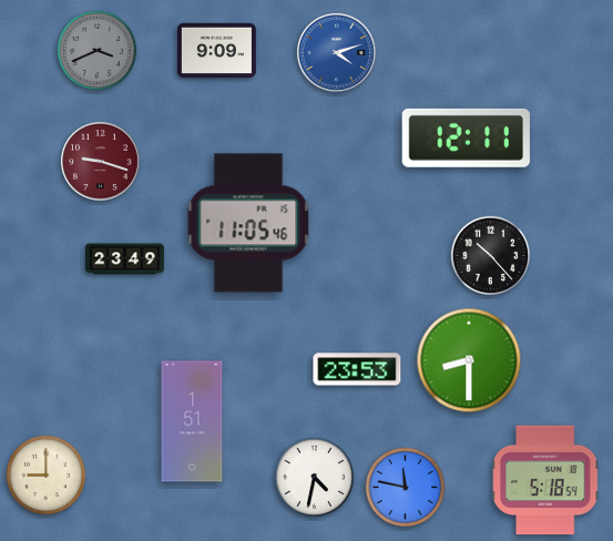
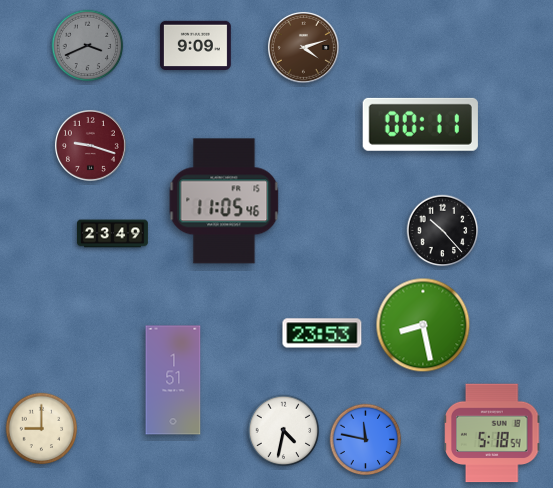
clock at (336, 52) dial: blue -> brown
clock at (466, 137): 12:11 -> 00:11
clock at (469, 360): 8:30 -> 8:28
